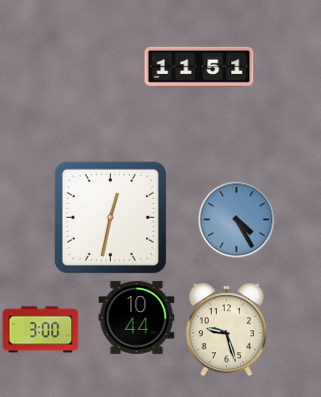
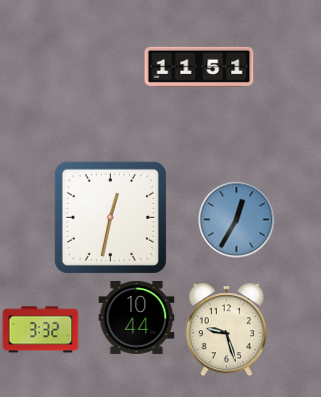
clock at (237, 220): 4:25 -> 12:35
clock at (41, 330): 3:00 -> 3:32
